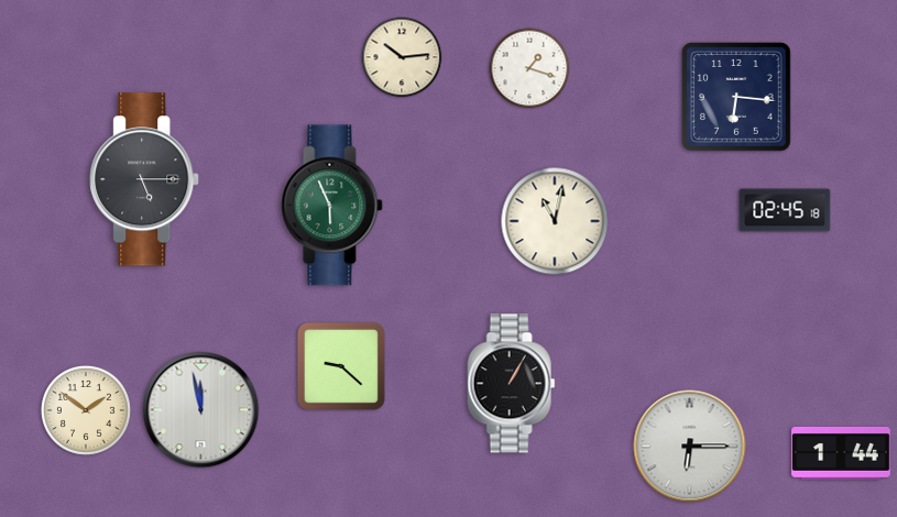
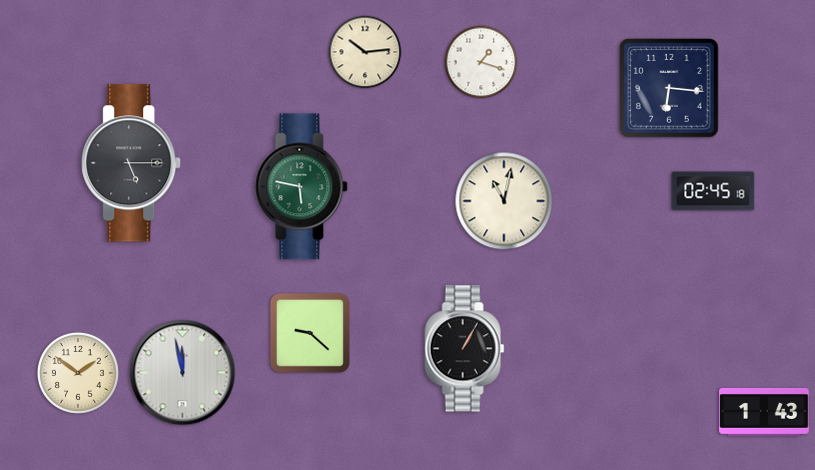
clock at (332, 206): 5:56 -> 5:47
clock at (690, 447): 6:15 -> none
clock at (842, 453): 1:44 -> 1:43
